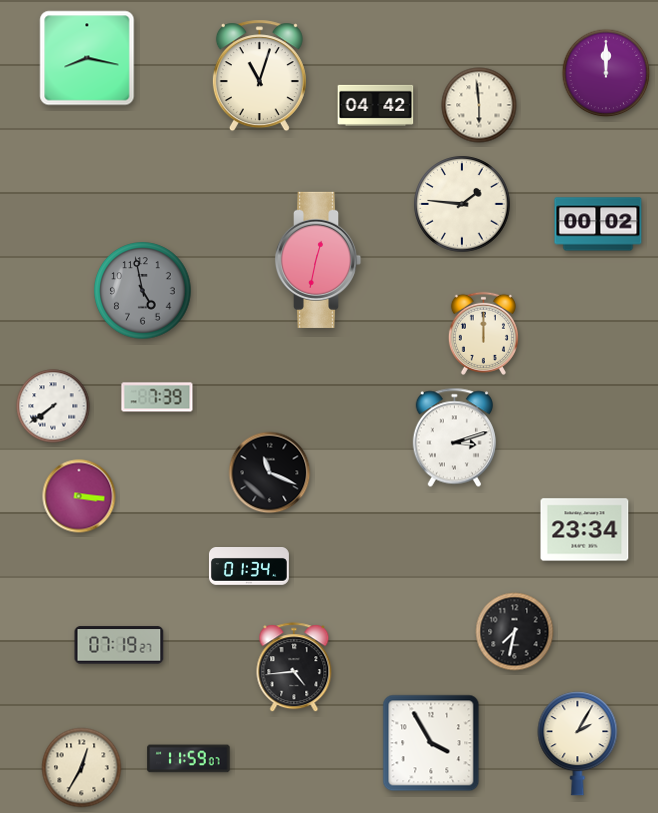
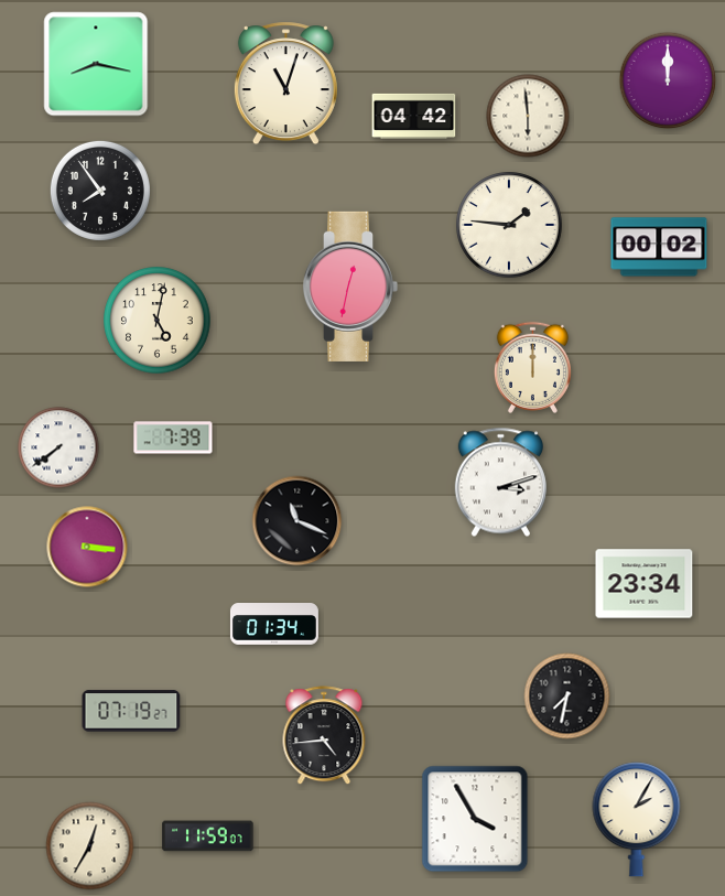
clock at (100, 191): none -> 7:54
clock at (143, 291): 4:58 -> 5:02
clock at (143, 291) dial: grey -> cream
